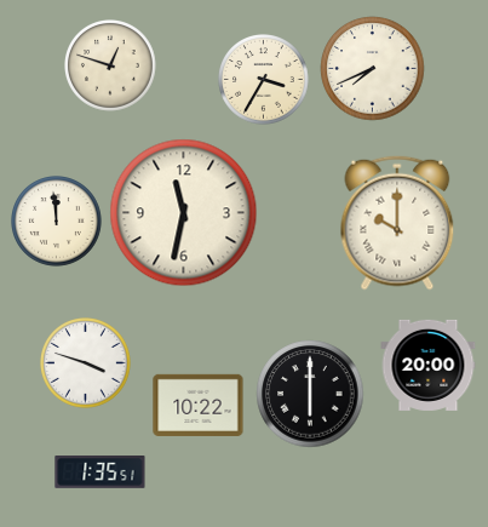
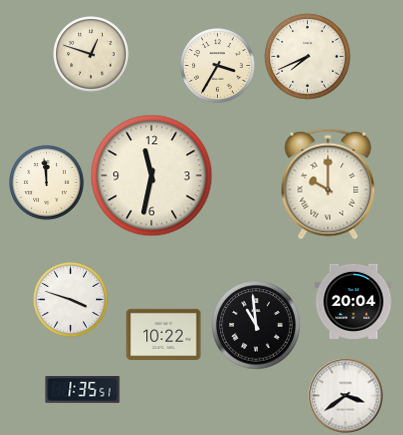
clock at (429, 365): 20:00 -> 20:04
clock at (310, 394): 6:00 -> 10:59
clock at (346, 396): none -> 3:39
